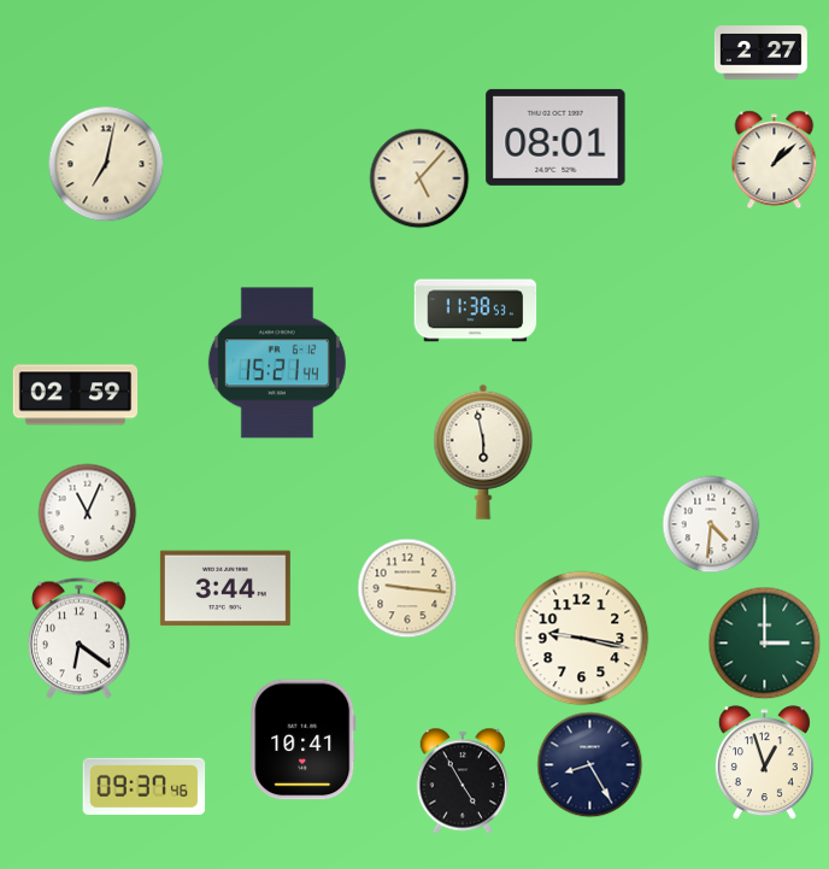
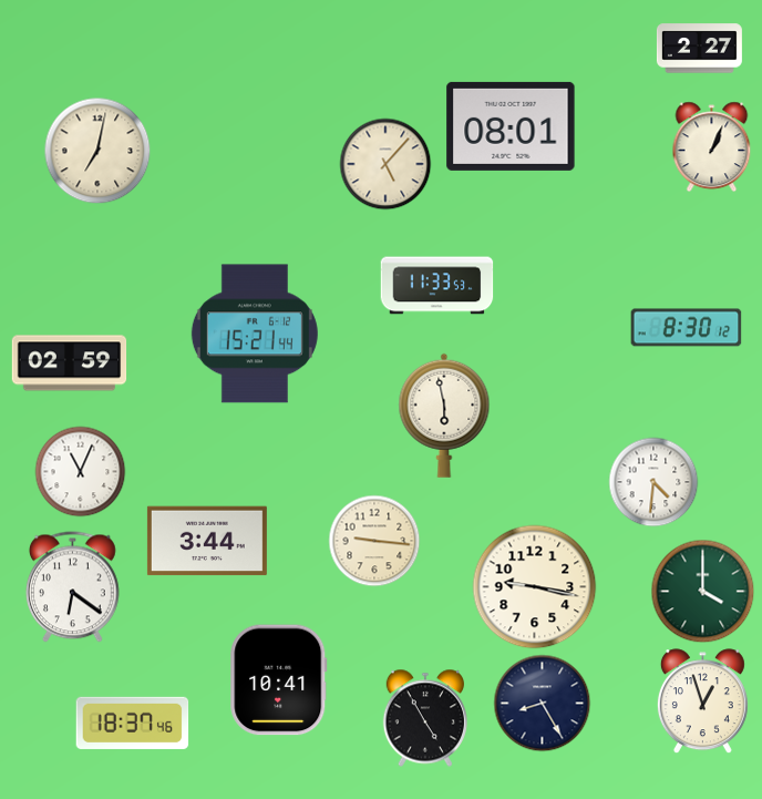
clock at (775, 160): 1:08 -> 1:04
clock at (476, 311): 11:38 -> 11:33
clock at (687, 328): none -> 8:30
clock at (765, 644): 3:00 -> 4:00
clock at (145, 786): 09:37 -> 18:37
